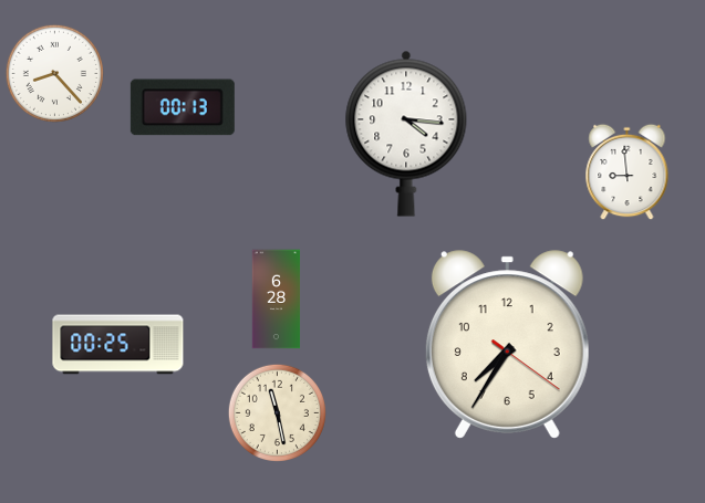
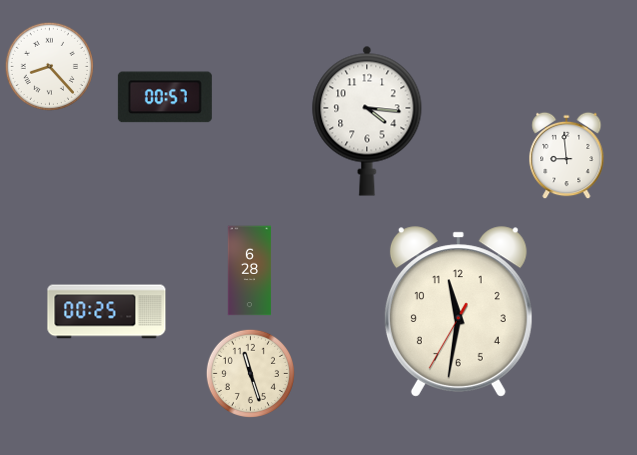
clock at (183, 107): 00:13 -> 00:57
clock at (507, 345): 7:35 -> 11:31
clock at (277, 412): 11:28 -> 11:27
